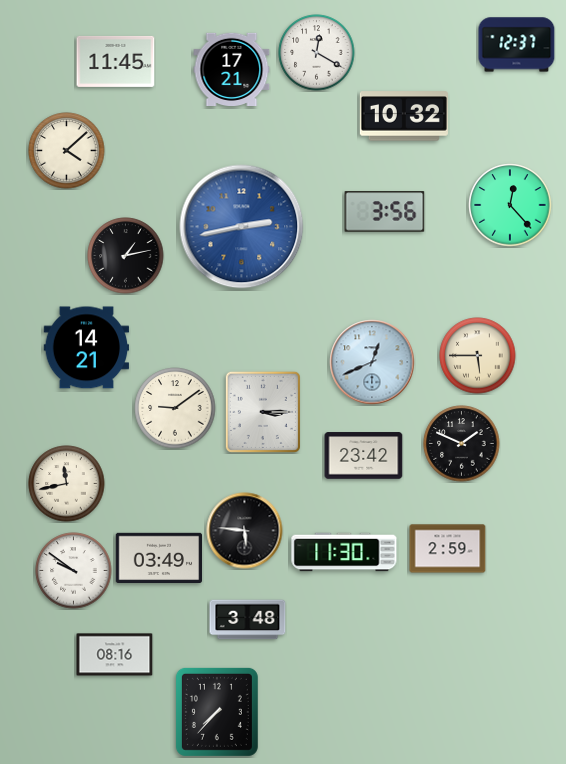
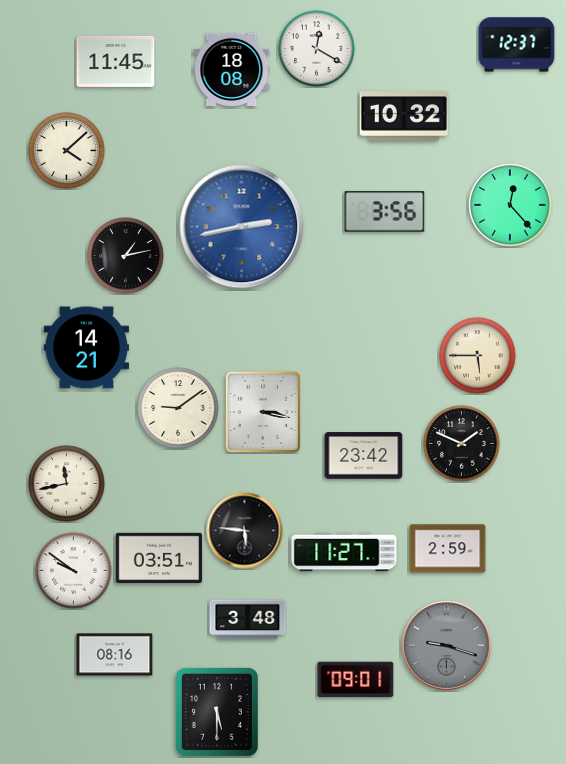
clock at (317, 53) position: (317, 53) -> (317, 49)
clock at (232, 69): 17:21 -> 18:08
clock at (372, 362): 12:41 -> none
clock at (175, 408) position: (175, 408) -> (178, 408)
clock at (263, 412): 3:15 -> 3:17
clock at (344, 552): 11:30 -> 11:27
clock at (159, 557): 03:49 -> 03:51
clock at (447, 646): none -> 9:18
clock at (356, 680): none -> 09:01
clock at (217, 712): 7:37 -> 5:30
